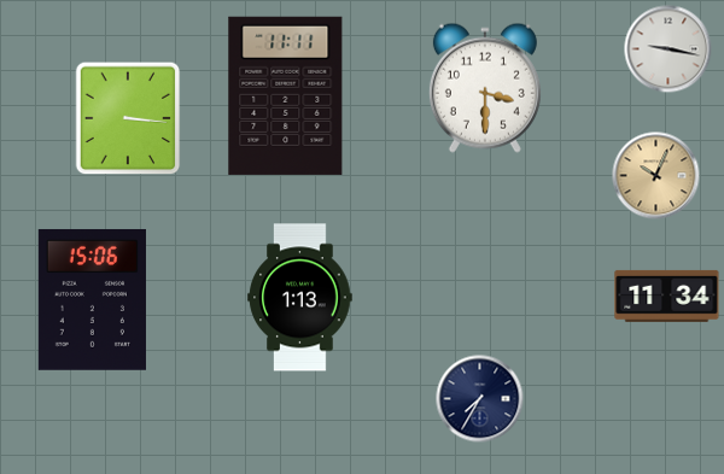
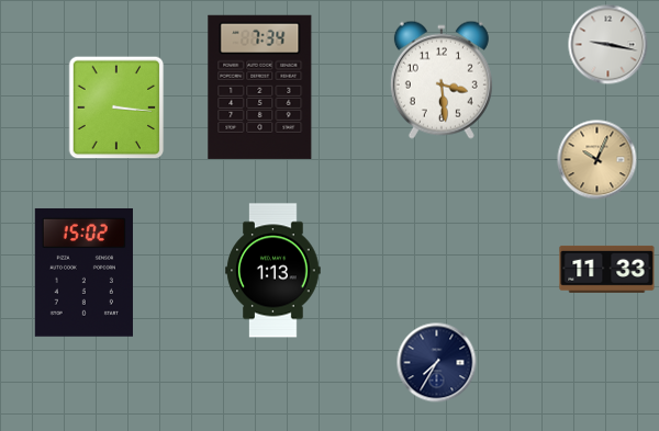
clock at (485, 88): 3:30 -> 3:29
clock at (286, 95): 11:11 -> 7:34
clock at (667, 295): 11:34 -> 11:33
clock at (92, 299): 15:06 -> 15:02
